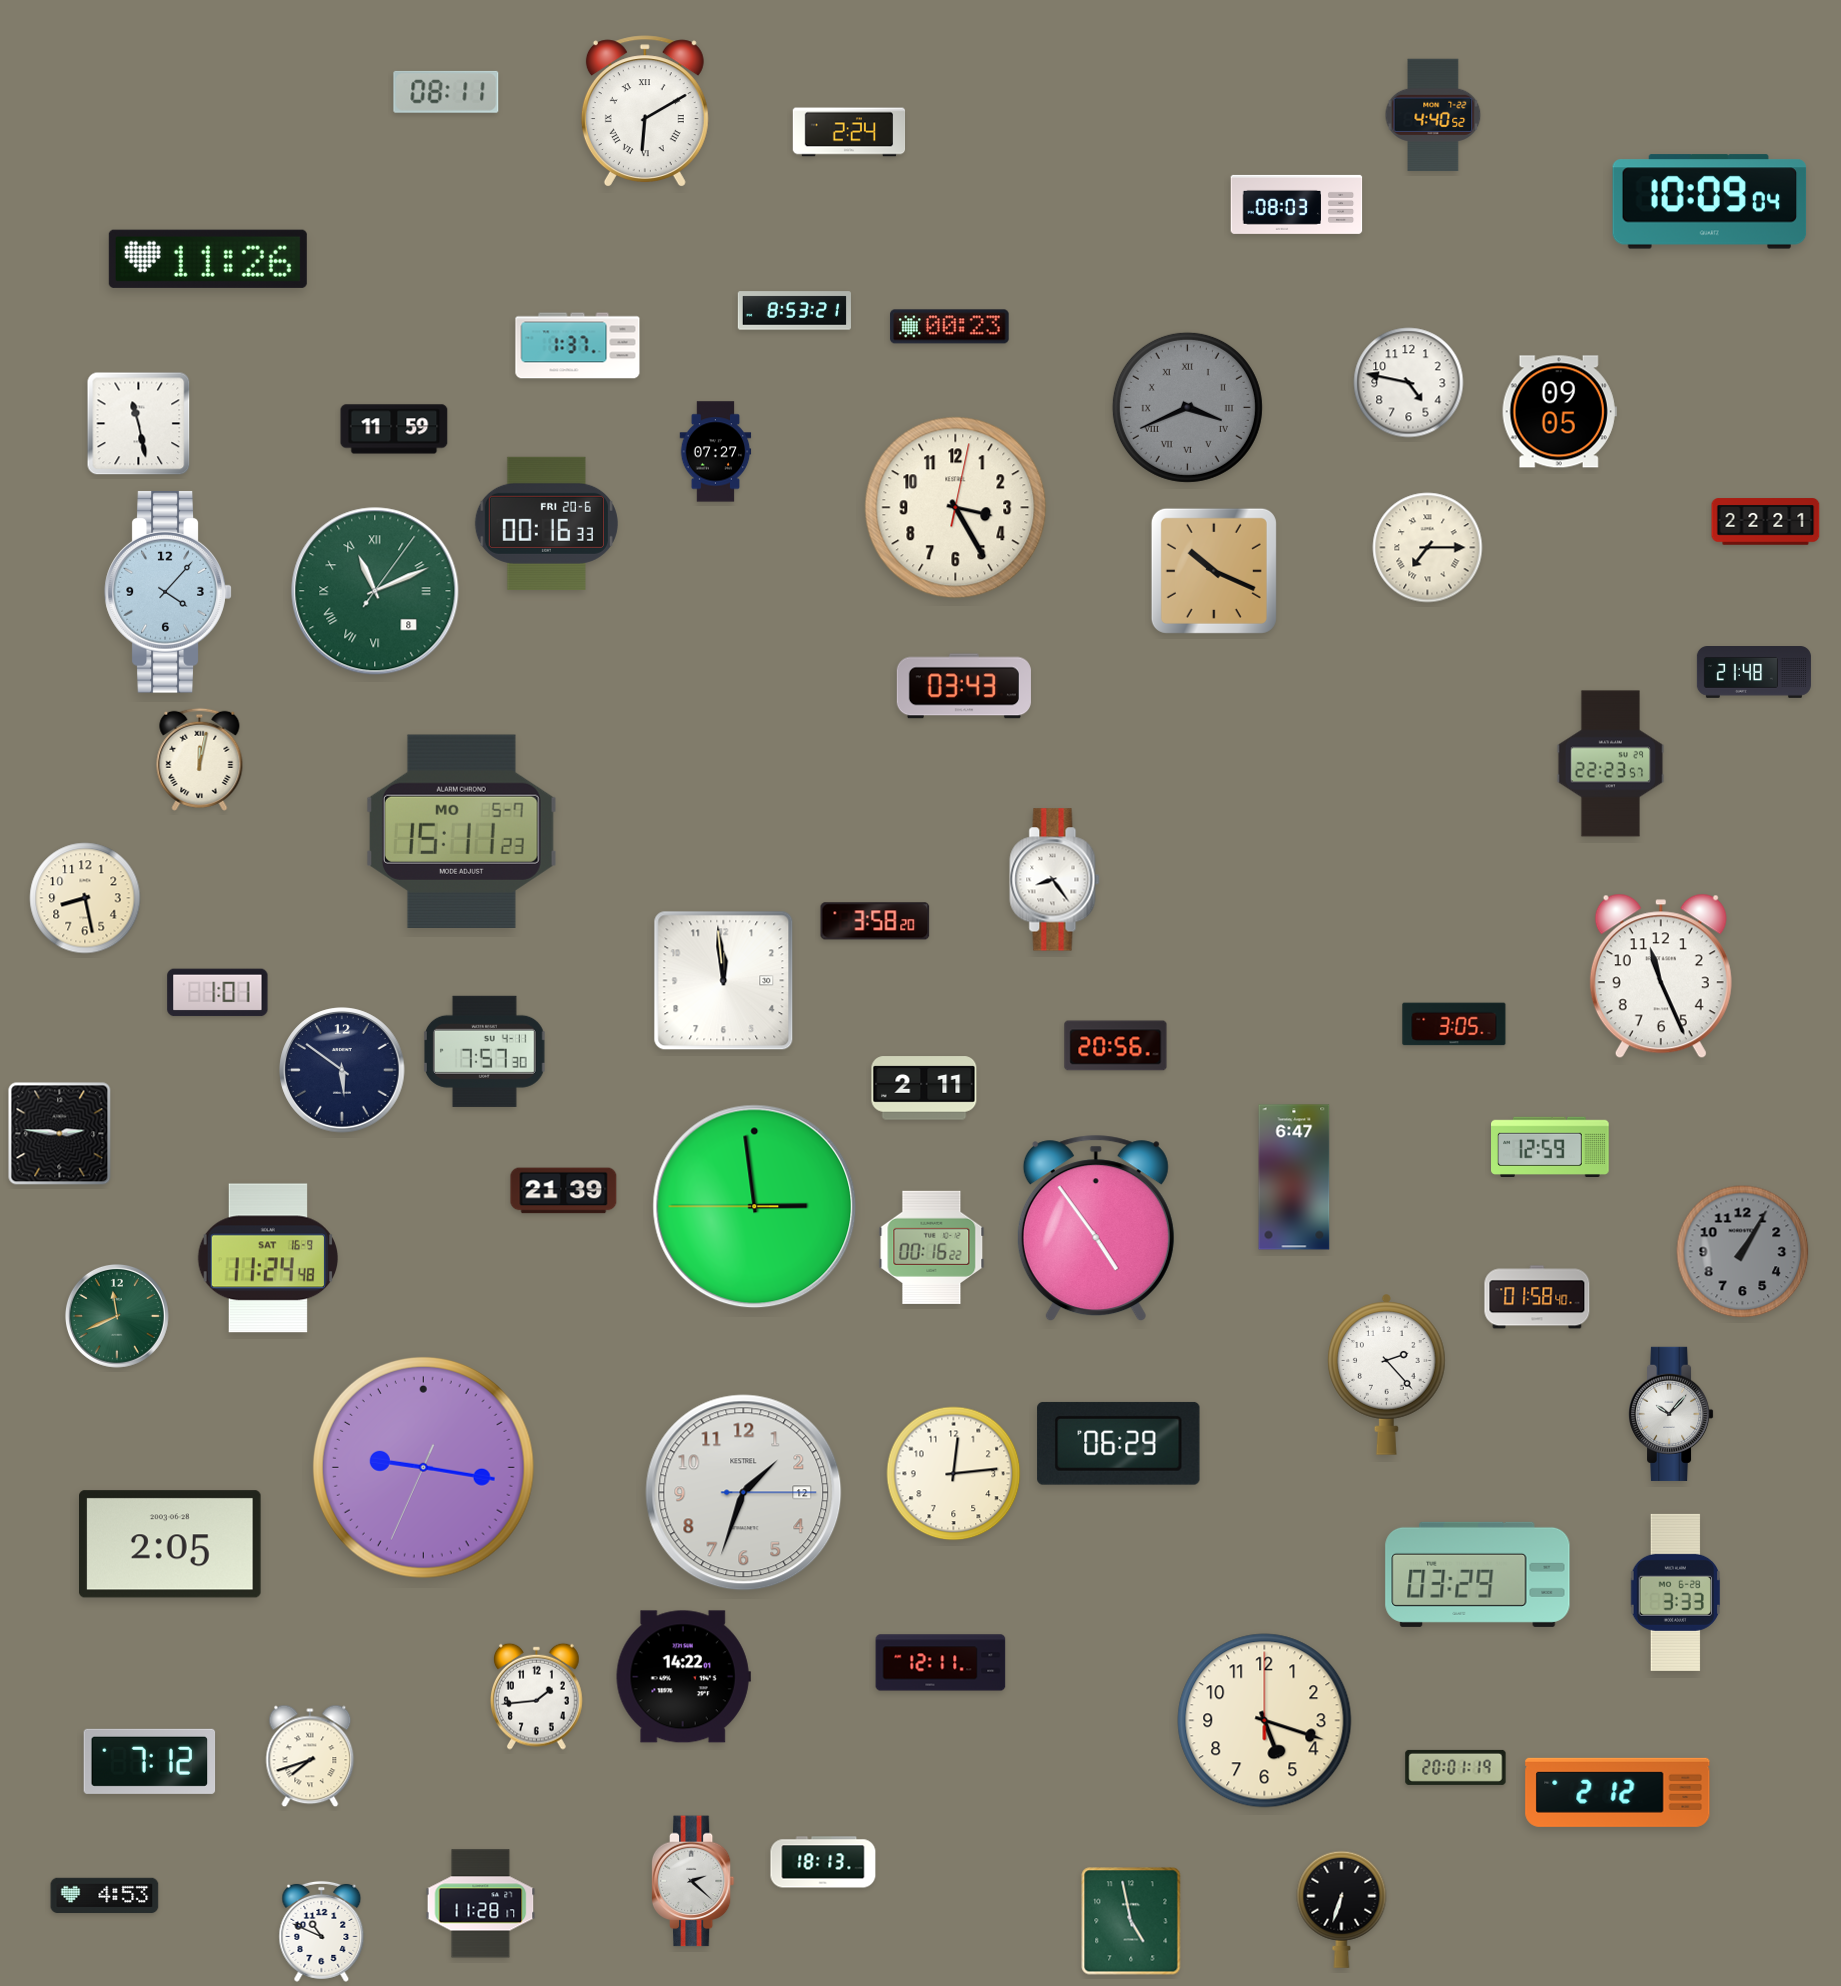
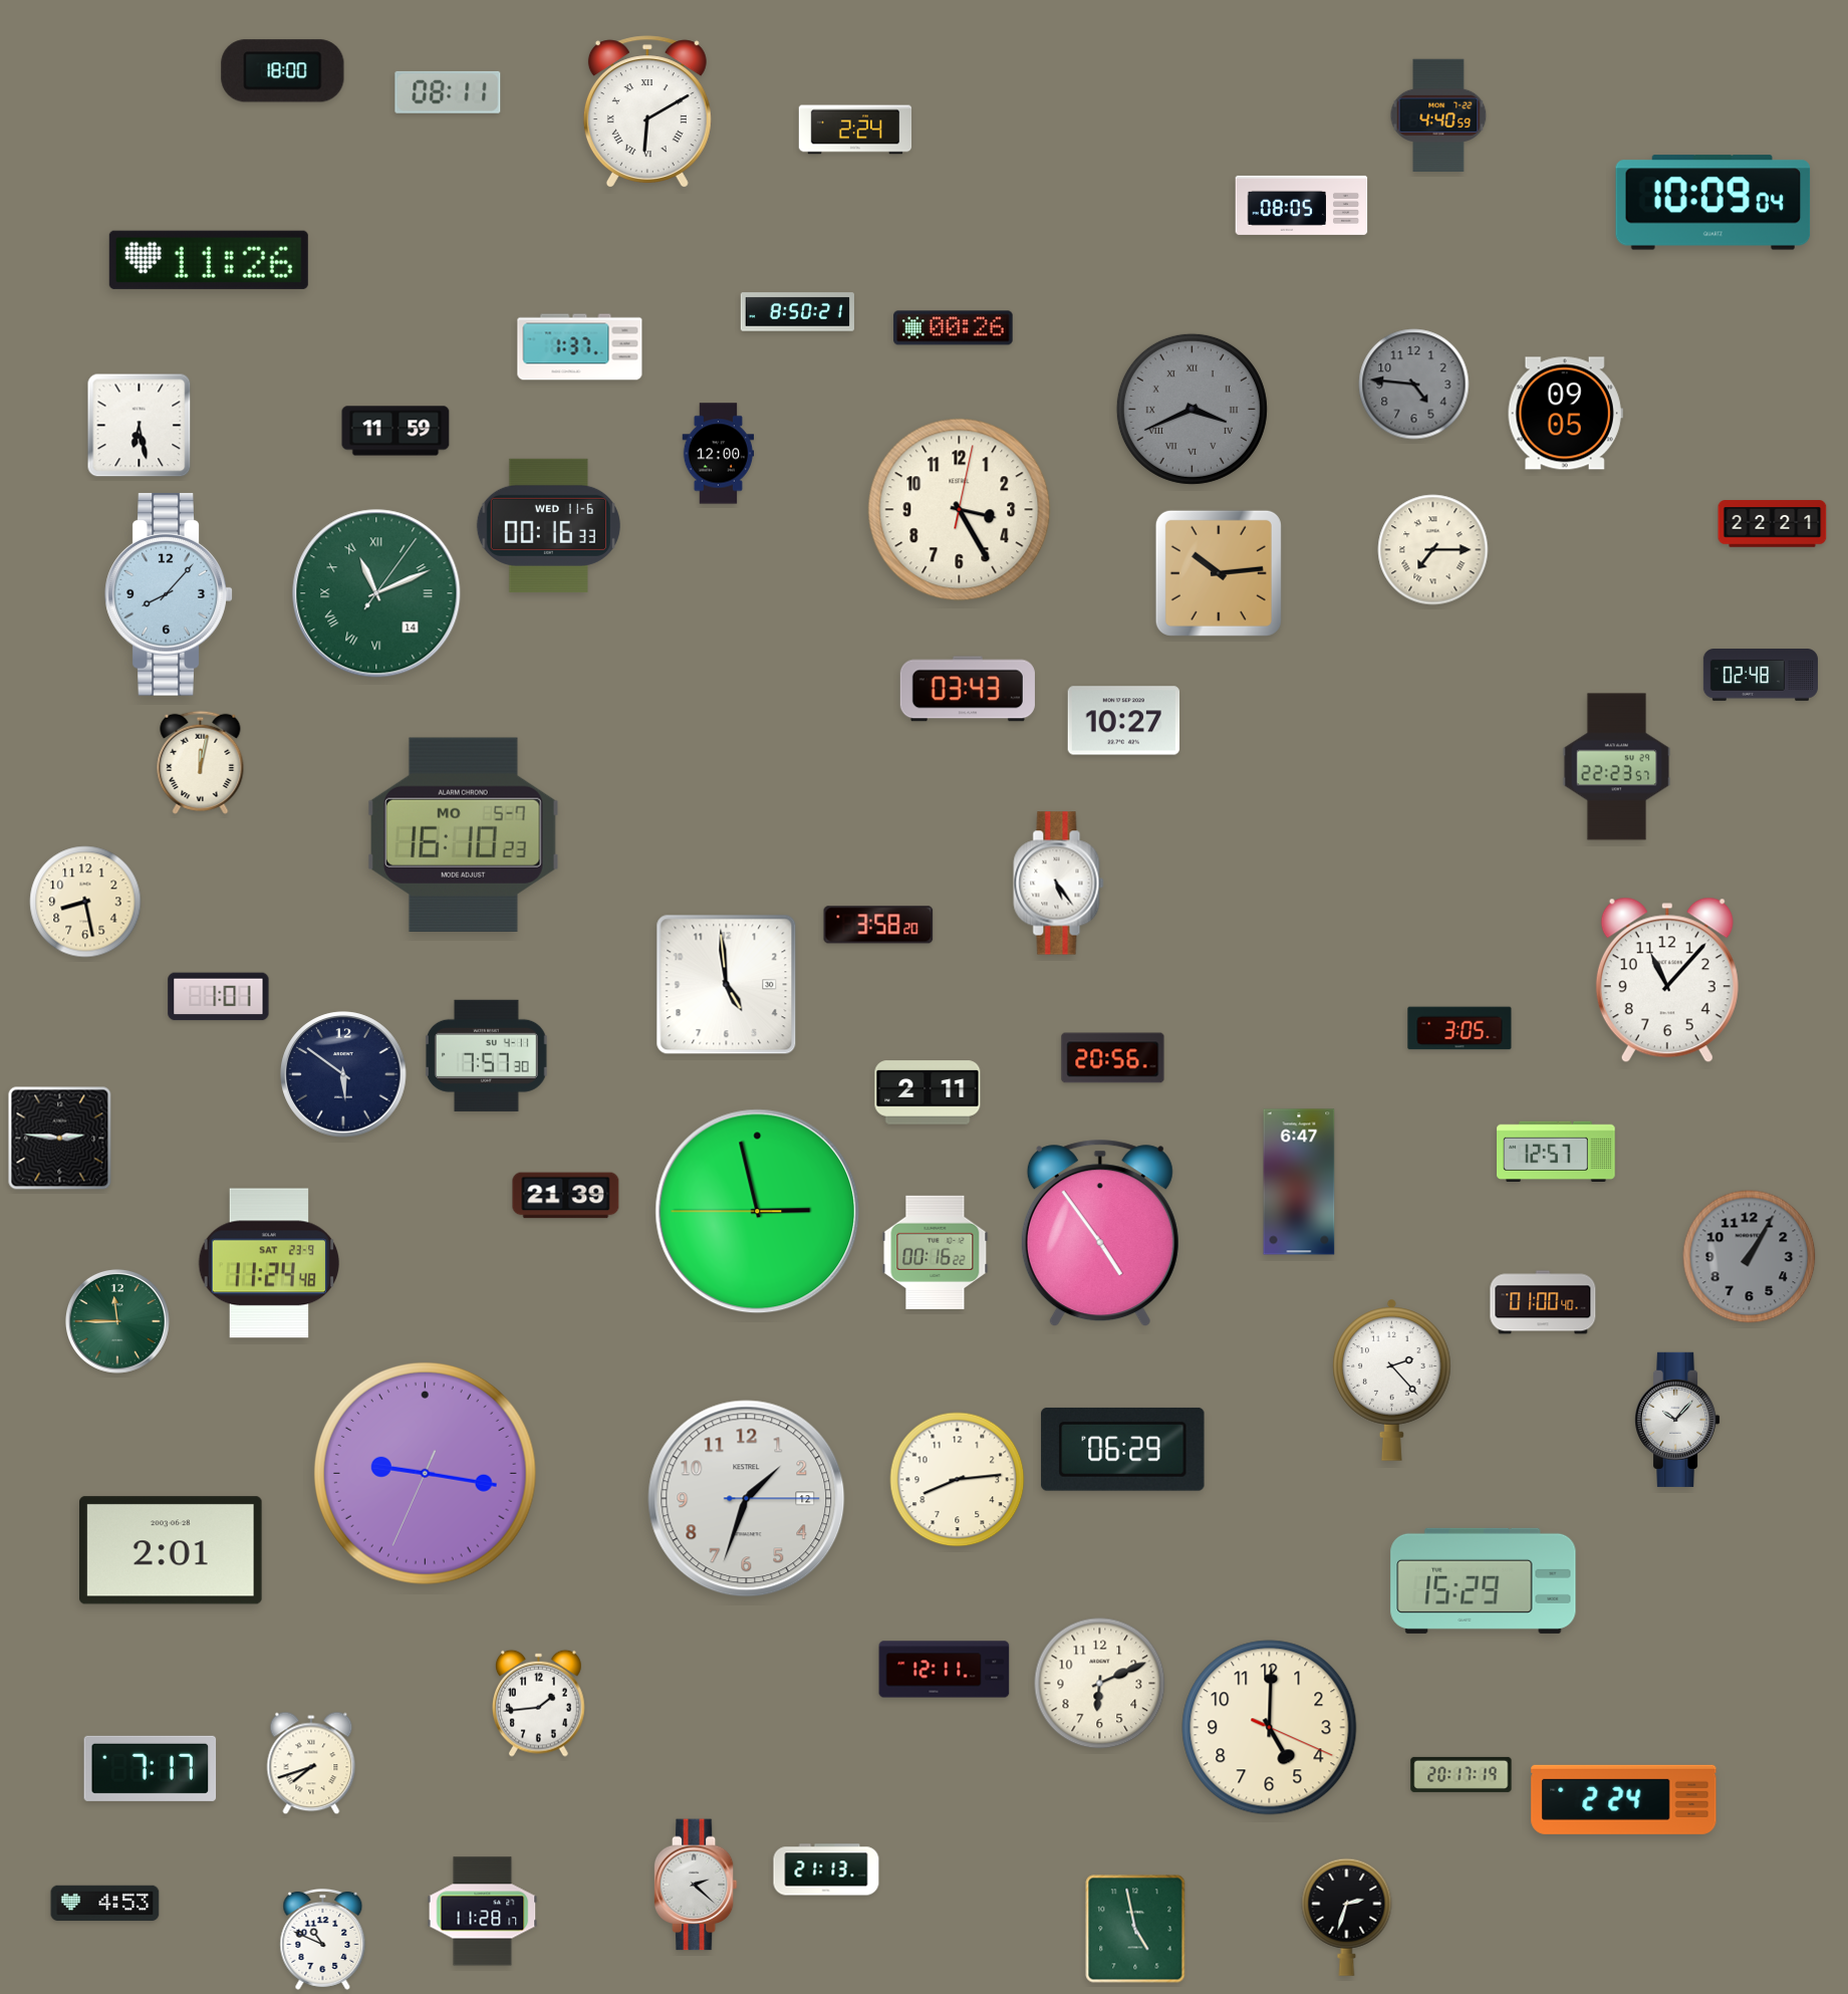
clock at (283, 71): none -> 18:00
clock at (1433, 114): 4:40:52 -> 4:40:59
clock at (849, 132) position: (849, 132) -> (855, 130)
clock at (1710, 202) position: (1710, 202) -> (1713, 203)
clock at (1297, 204): 08:03 -> 08:05
clock at (794, 311): 8:53 -> 8:50
clock at (950, 327): 00:23 -> 00:26
clock at (1409, 383): 4:47 -> 4:46
clock at (1409, 383) dial: white -> grey
clock at (139, 424): 11:28 -> 6:28
clock at (716, 452): 07:27 -> 12:00
clock at (546, 523) date: FRI 20-6 -> WED 11-6
clock at (1214, 571): 10:19 -> 10:14
clock at (375, 591) date: 8 -> 14
clock at (168, 592): 4:07 -> 8:07
clock at (1754, 673): 21:48 -> 02:48
clock at (1124, 721): none -> 10:27
clock at (461, 831): 15:11 -> 16:10
clock at (1055, 880): 8:24 -> 5:24
clock at (1661, 976): 11:26 -> 11:07
clock at (724, 981): 11:59 -> 4:59
clock at (1116, 1046) position: (1116, 1046) -> (1113, 1058)
clock at (1551, 1146): 12:59 -> 12:57
clock at (755, 1207): 2:58 -> 2:57
clock at (267, 1258) date: SAT 16-9 -> SAT 23-9
clock at (1537, 1297): 01:58 -> 01:00
clock at (117, 1316): 11:41 -> 11:45
clock at (954, 1474): 12:14 -> 8:14
clock at (171, 1544): 2:05 -> 2:01
clock at (1478, 1574): 03:29 -> 15:29
clock at (1676, 1592): 3:33 -> none
clock at (683, 1677): 14:22 -> none
clock at (1100, 1684): none -> 6:11
clock at (1265, 1721): 5:18 -> 5:00
clock at (150, 1761): 7:12 -> 7:17
clock at (1456, 1767): 20:01 -> 20:17
clock at (1618, 1792): 2:12 -> 2:24
clock at (823, 1862): 18:13 -> 21:13
clock at (693, 1881) position: (693, 1881) -> (696, 1885)
clock at (1342, 1909): 6:33 -> 2:33
